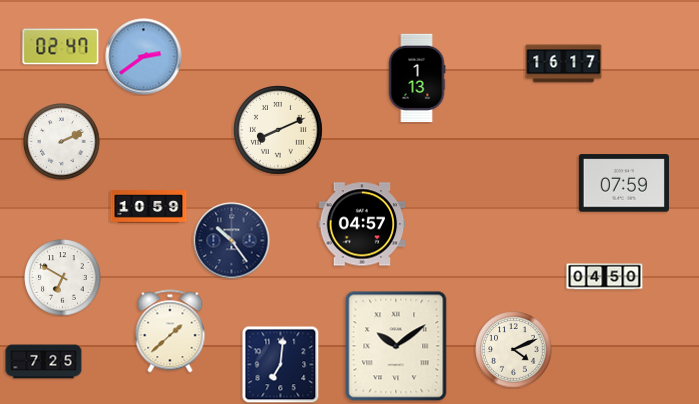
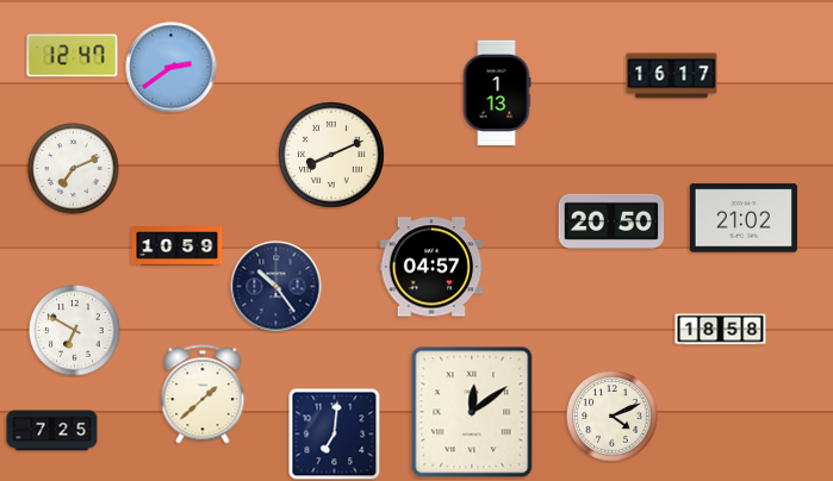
clock at (61, 47): 02:47 -> 12:47
clock at (62, 142): 2:11 -> 7:11
clock at (624, 183): 07:59 -> 21:02
clock at (611, 221): none -> 20:50
clock at (605, 277): 04:50 -> 18:58
clock at (396, 346): 10:09 -> 12:09
